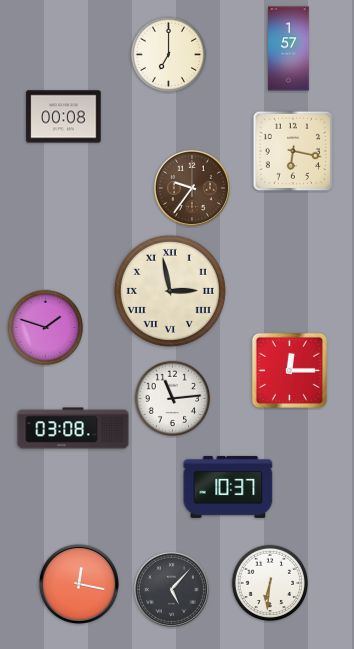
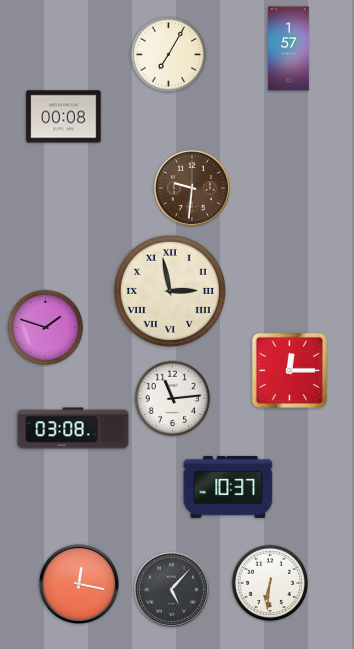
clock at (169, 55): 7:00 -> 7:05
clock at (292, 150): 6:17 -> none
clock at (192, 188): 9:36 -> 9:31
